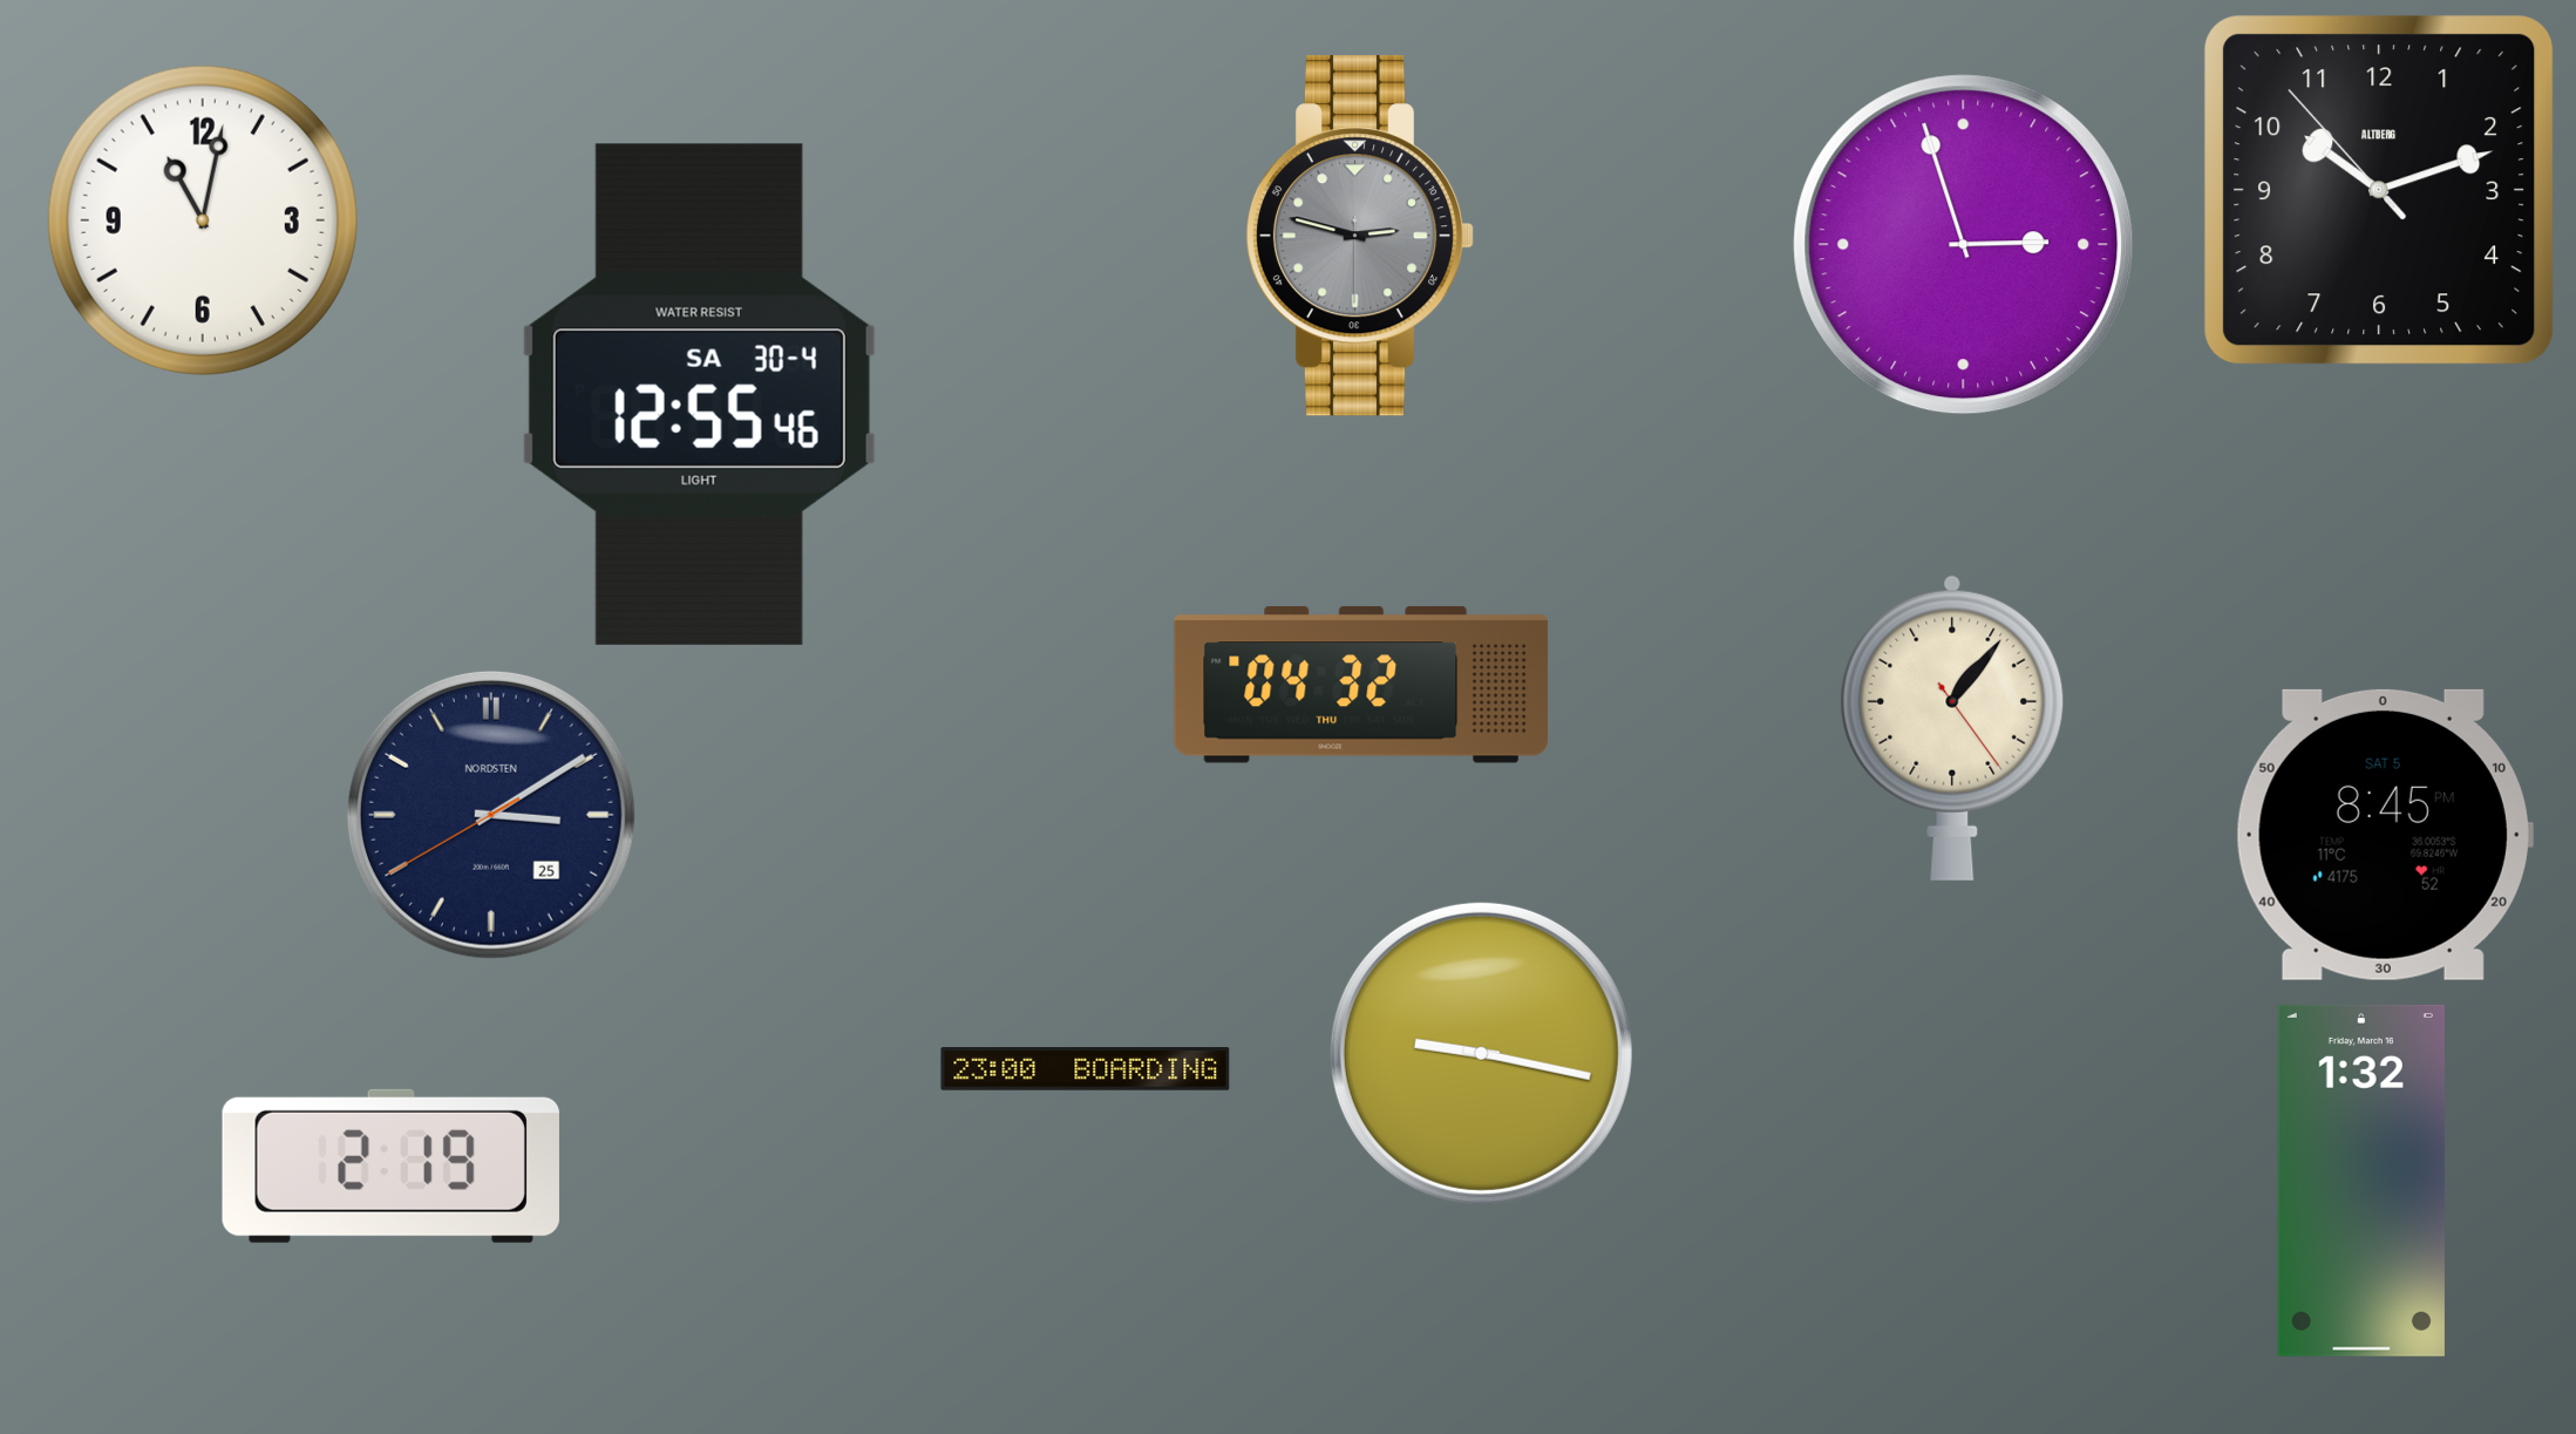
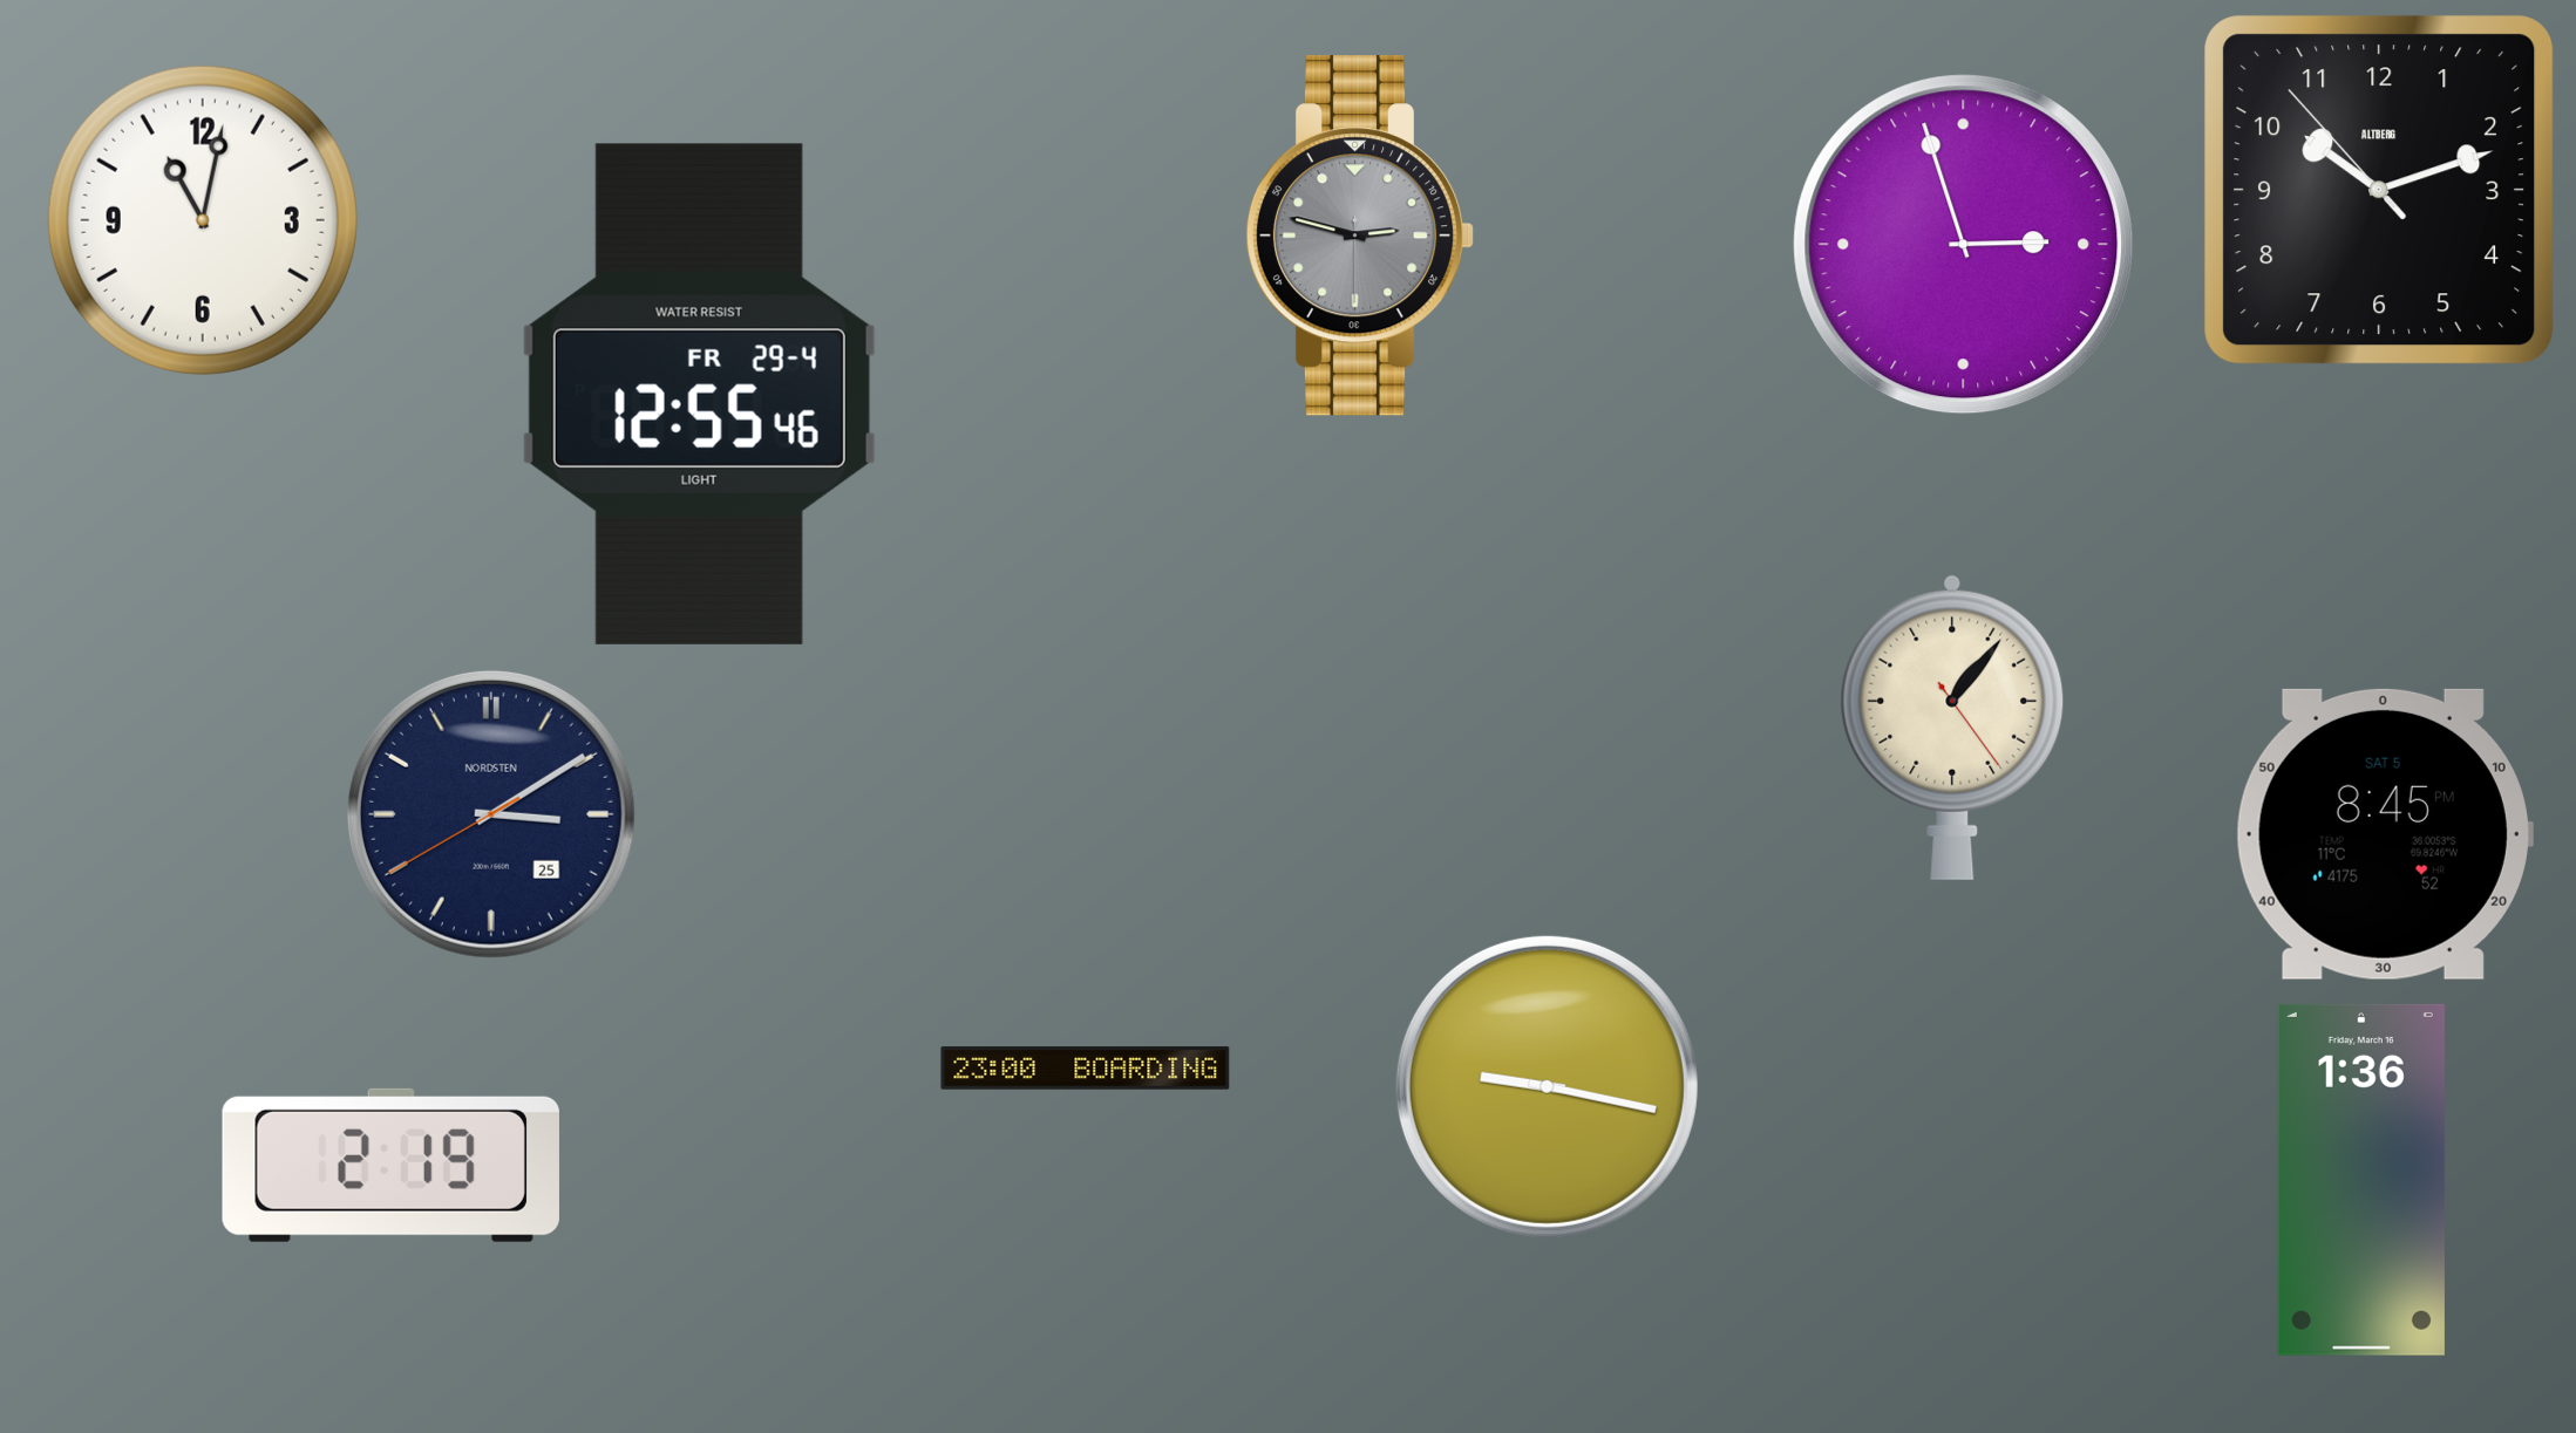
clock at (699, 394) date: SA 30-4 -> FR 29-4
clock at (1360, 685): 04:32 -> none
clock at (1481, 1053) position: (1481, 1053) -> (1547, 1086)
clock at (2361, 1181): 1:32 -> 1:36
